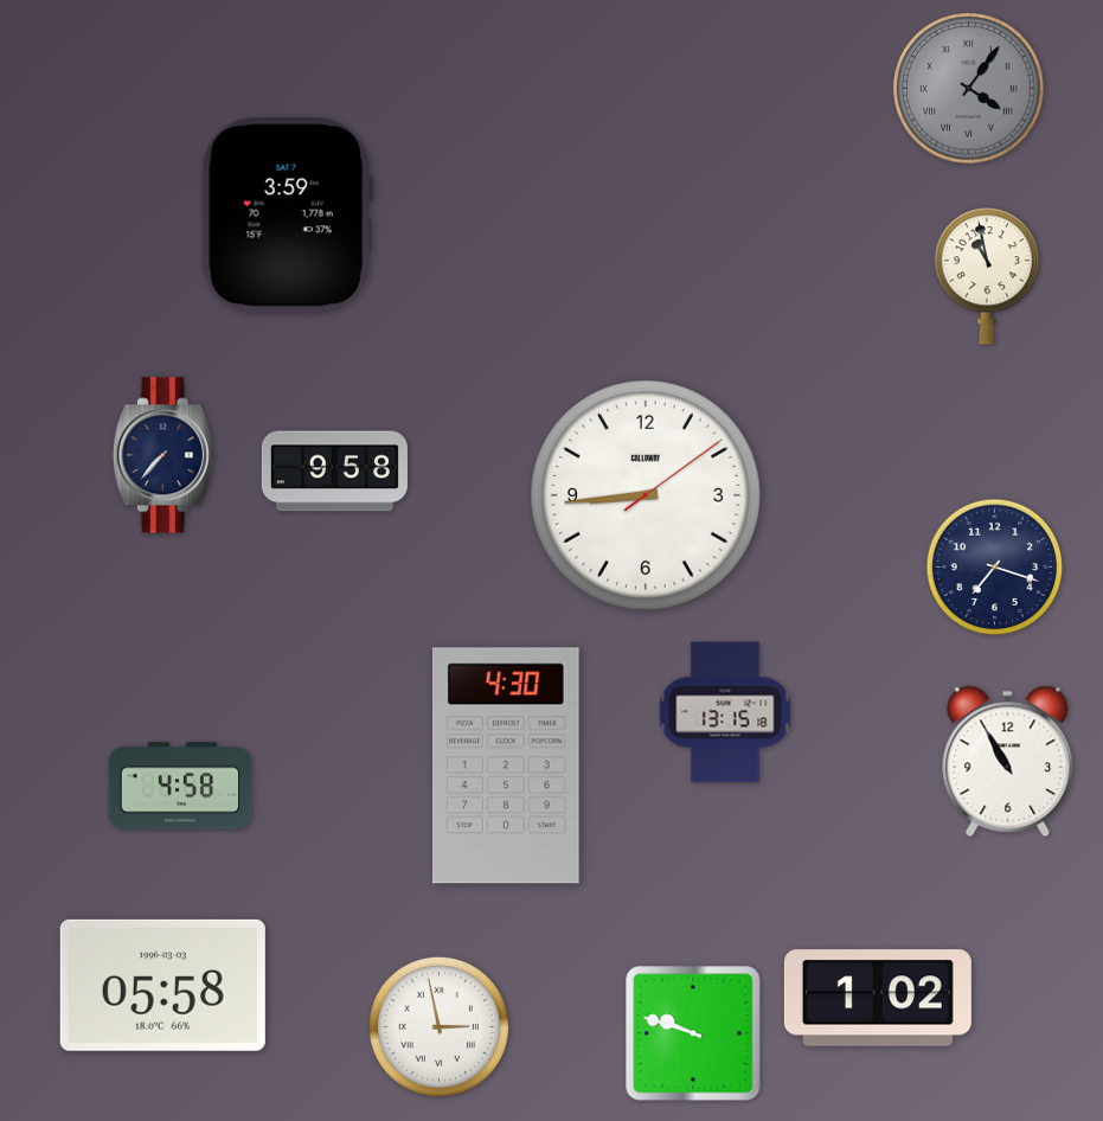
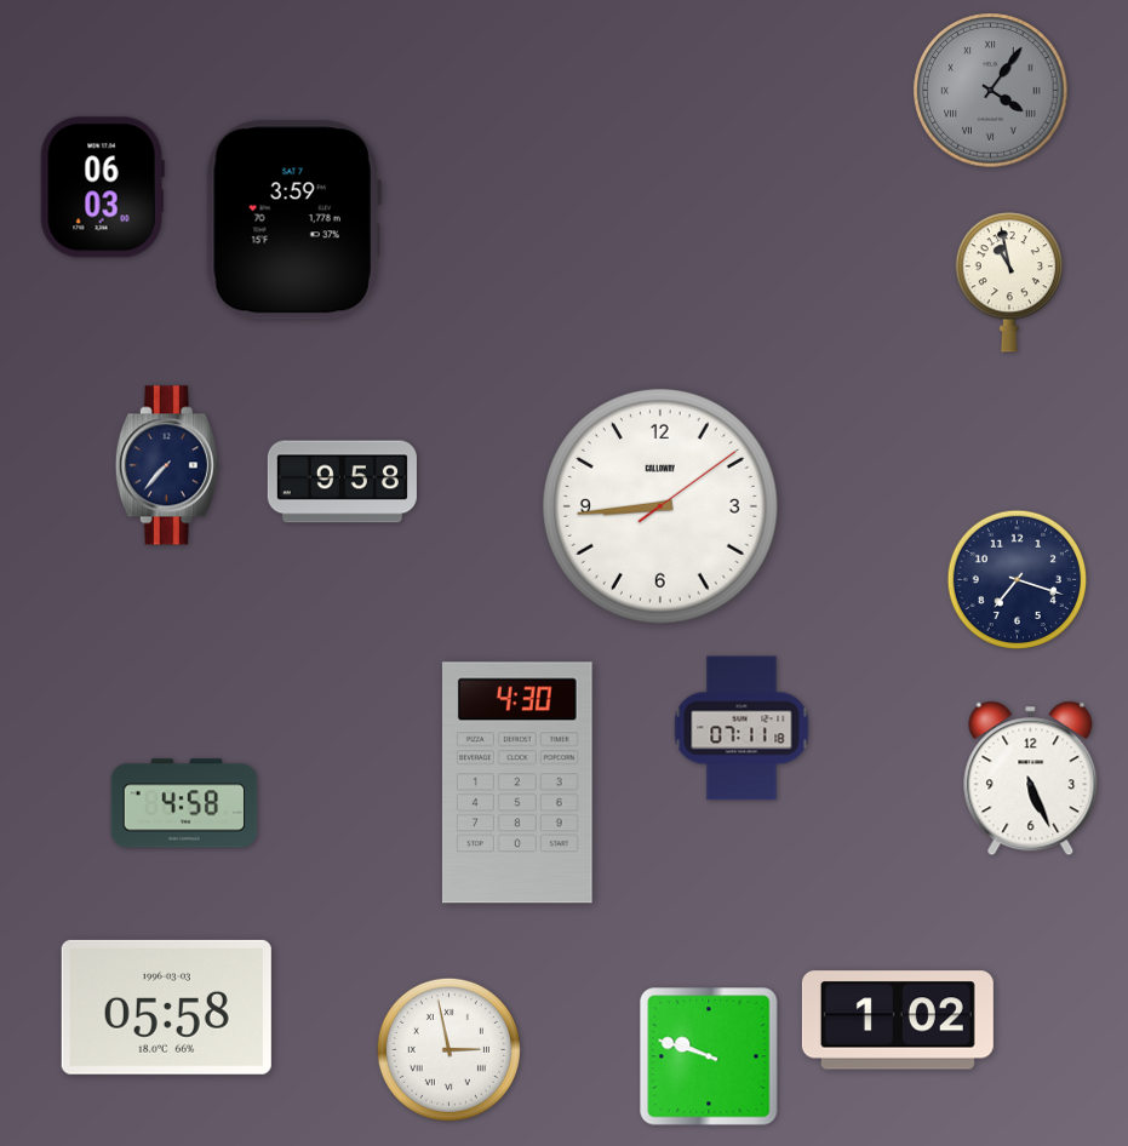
clock at (102, 188): none -> 06:03
clock at (725, 712): 13:15 -> 07:11
clock at (1008, 762): 10:55 -> 5:26
